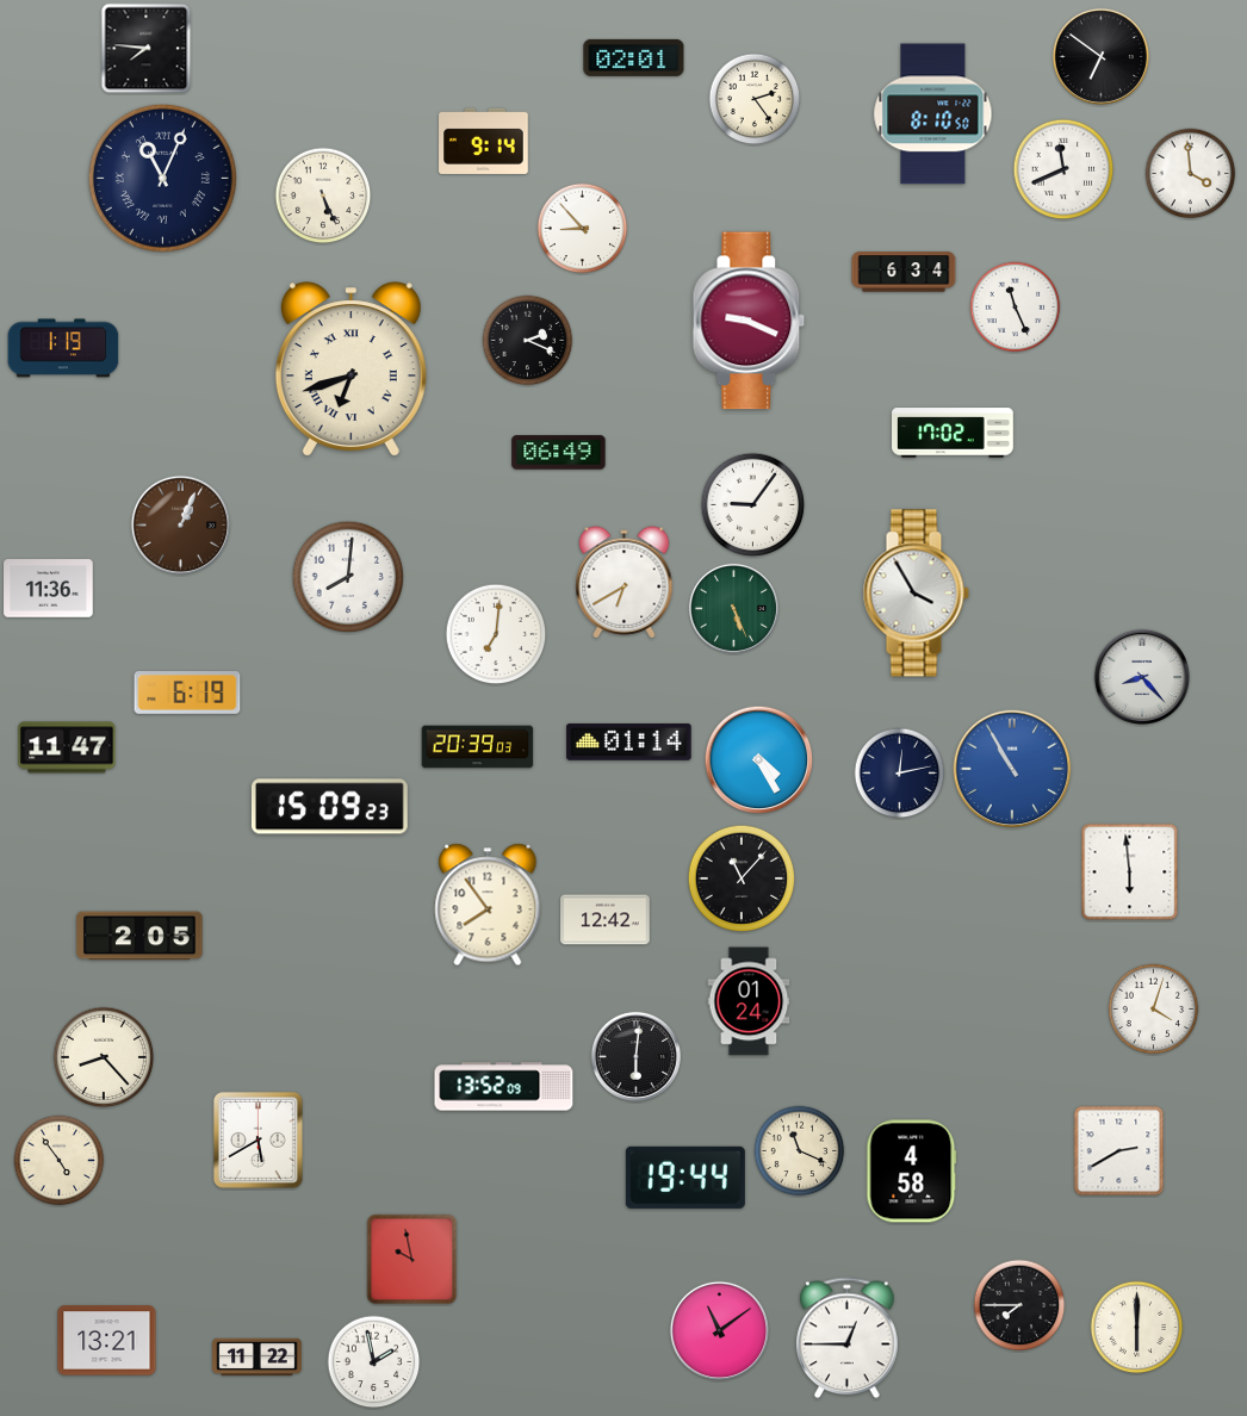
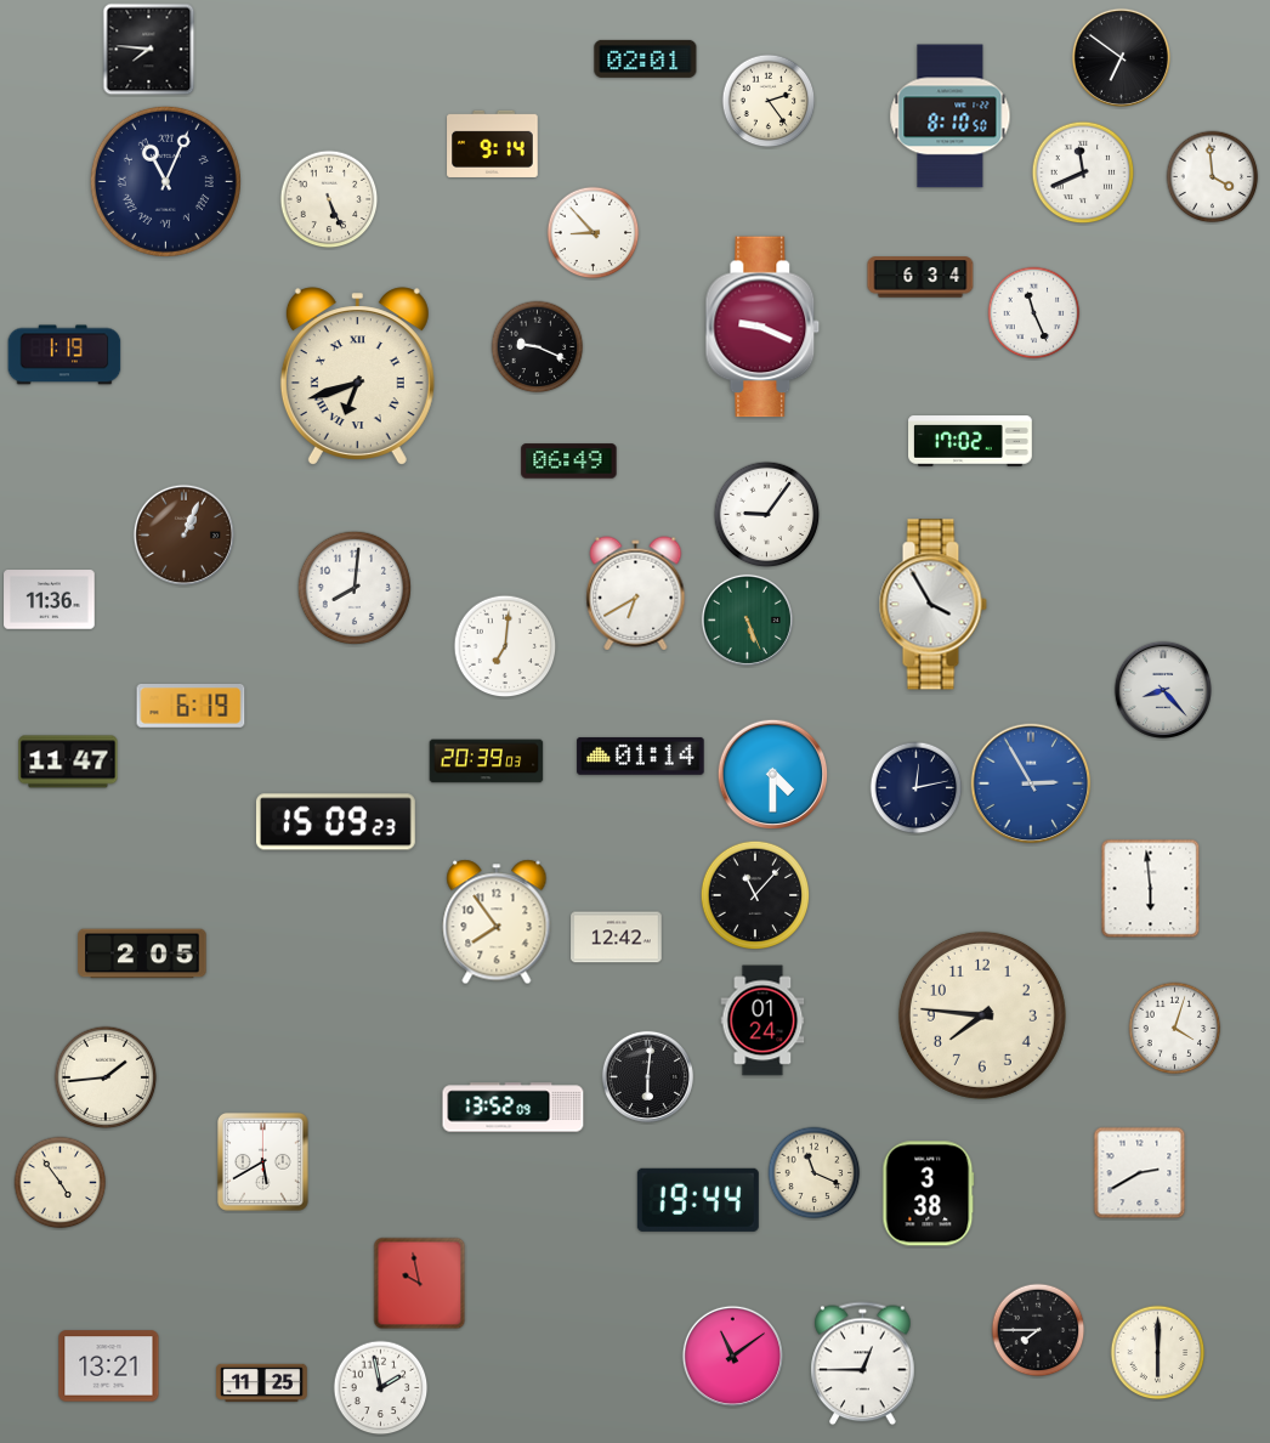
clock at (528, 341): 2:19 -> 9:19
clock at (759, 760): 4:25 -> 4:30
clock at (1012, 769): 10:55 -> 2:55
clock at (982, 1015): none -> 7:46
clock at (104, 1057): 8:23 -> 1:44
clock at (912, 1172): 4:58 -> 3:38
clock at (258, 1358): 11:22 -> 11:25
